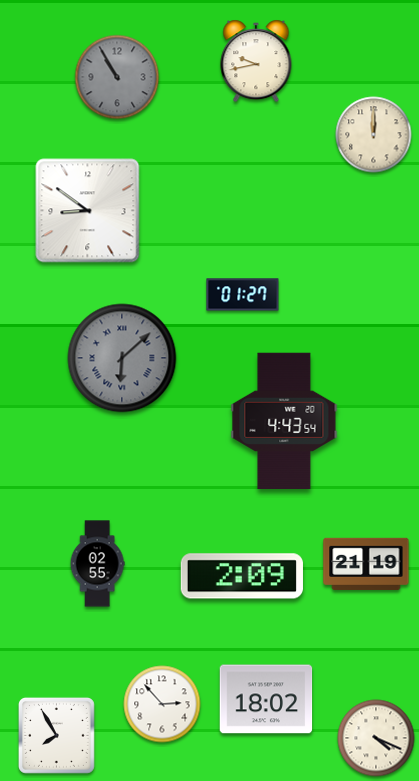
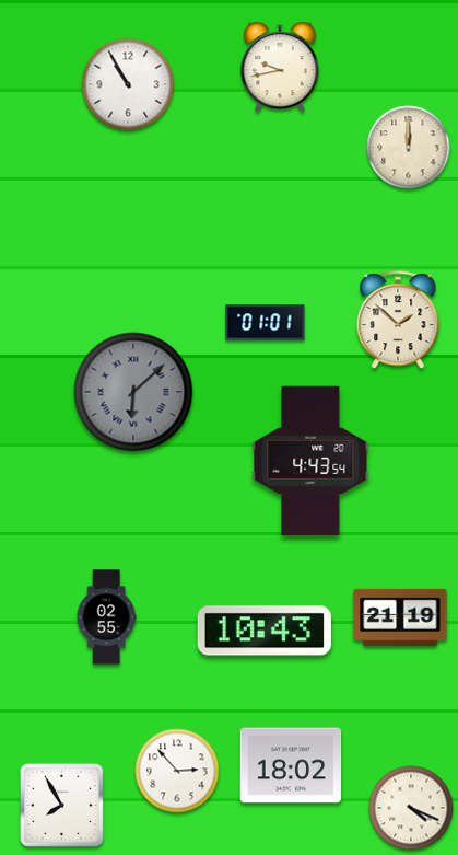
clock at (117, 77) dial: grey -> white
clock at (88, 211): 8:51 -> none
clock at (398, 321): none -> 1:52
clock at (243, 295): 01:27 -> 01:01
clock at (242, 576): 2:09 -> 10:43
